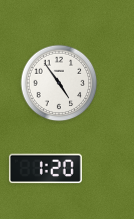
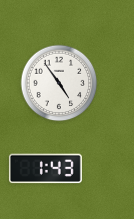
clock at (45, 169): 1:20 -> 1:43
